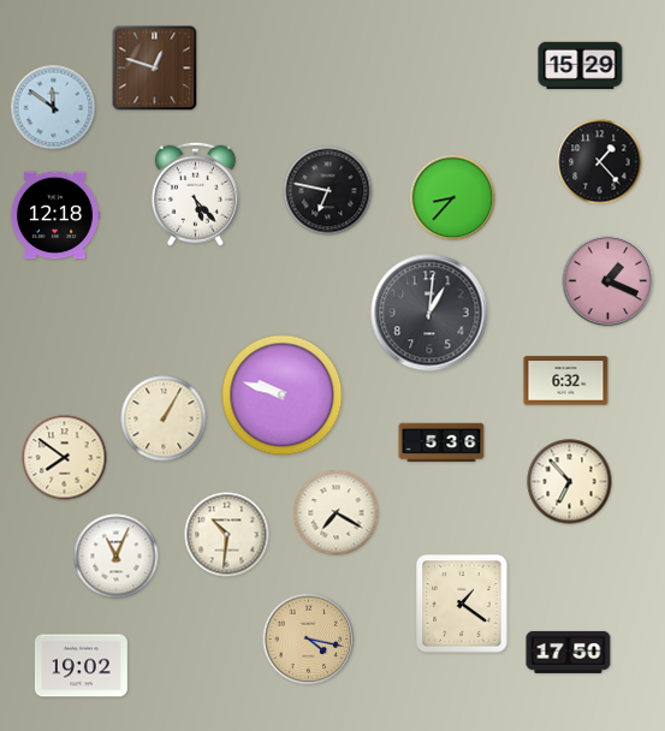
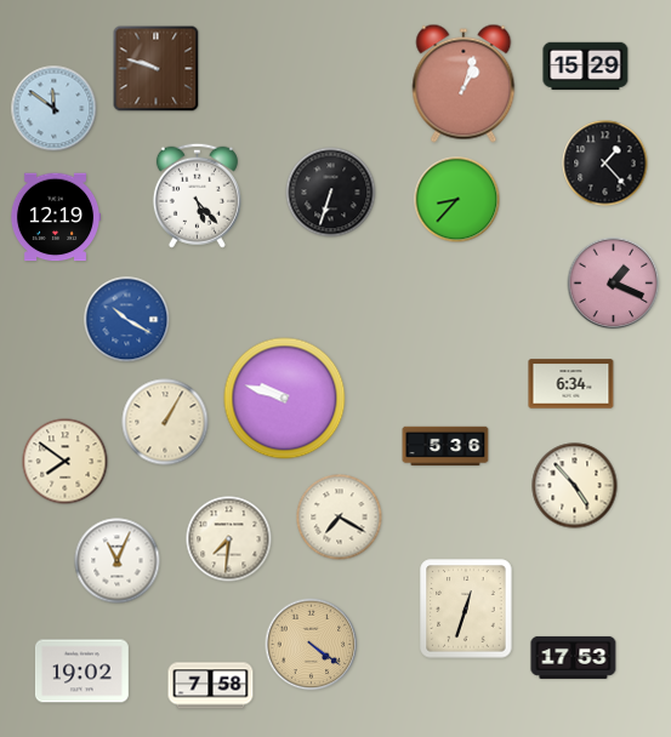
clock at (155, 69): 12:48 -> 9:48
clock at (464, 84): none -> 1:03
clock at (328, 191): 6:47 -> 6:33
clock at (55, 215): 12:18 -> 12:19
clock at (429, 313): 1:01 -> none
clock at (127, 320): none -> 10:20
clock at (566, 381): 6:32 -> 6:34
clock at (570, 482): 6:53 -> 4:53
clock at (227, 535): 10:31 -> 7:31
clock at (462, 604): 1:21 -> 12:33
clock at (309, 640): 4:17 -> 4:21
clock at (569, 652): 17:50 -> 17:53
clock at (211, 686): none -> 7:58
